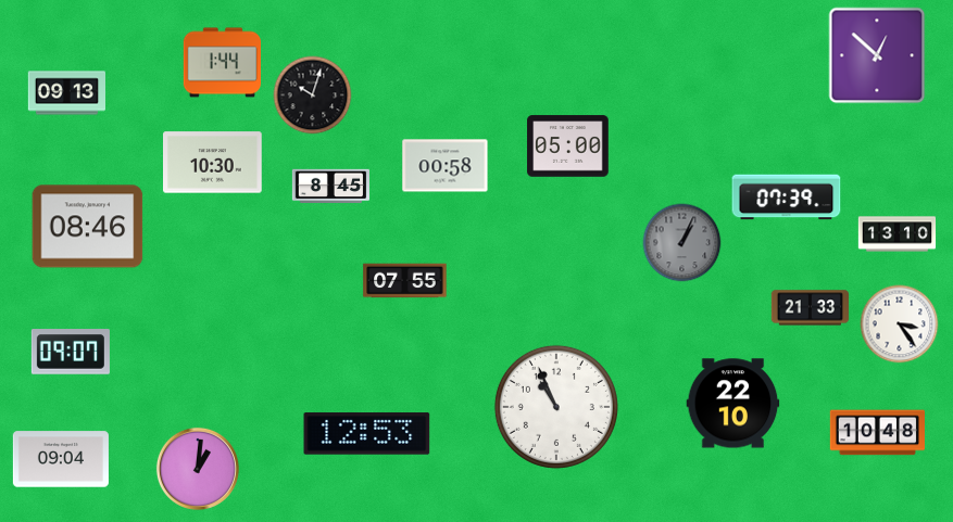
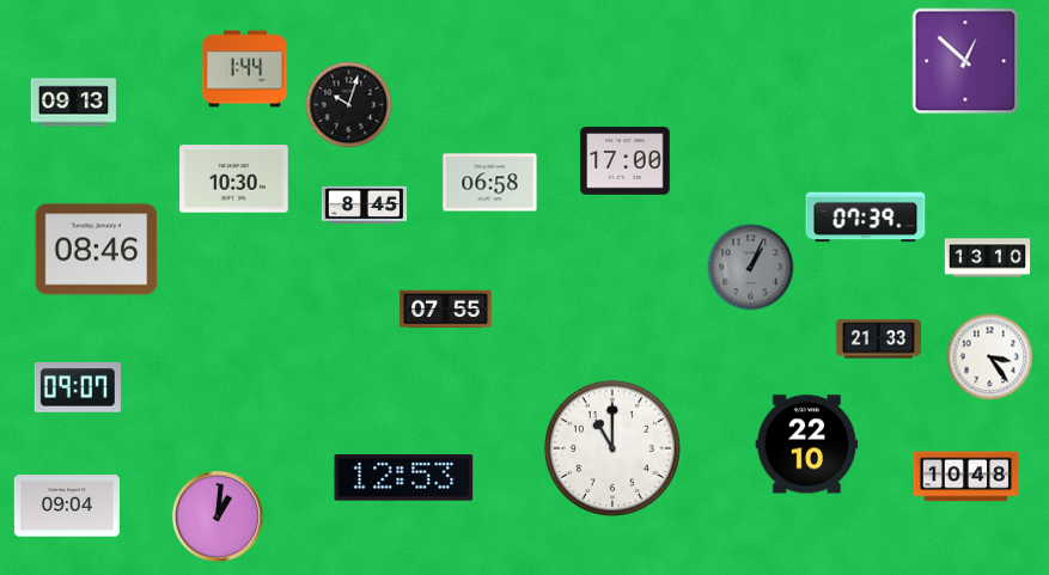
clock at (313, 96) position: (313, 96) -> (349, 105)
clock at (568, 147): 05:00 -> 17:00
clock at (446, 166): 00:58 -> 06:58
clock at (810, 308) position: (810, 308) -> (878, 340)
clock at (556, 407): 10:56 -> 11:00
